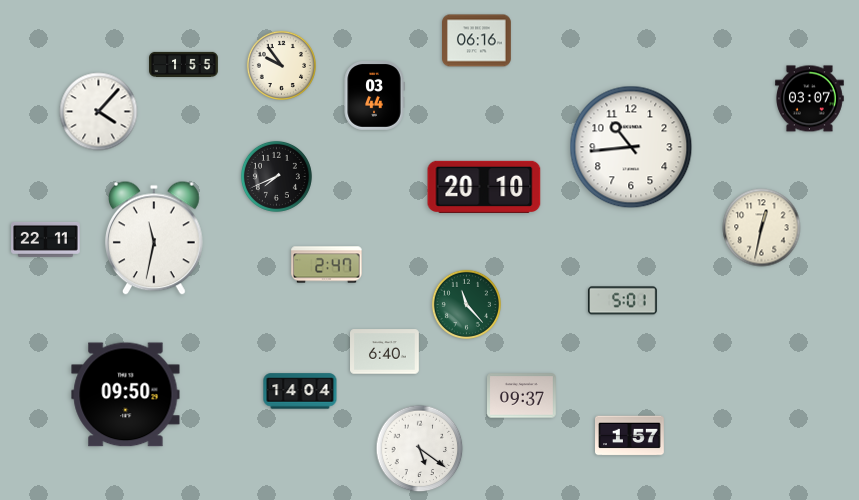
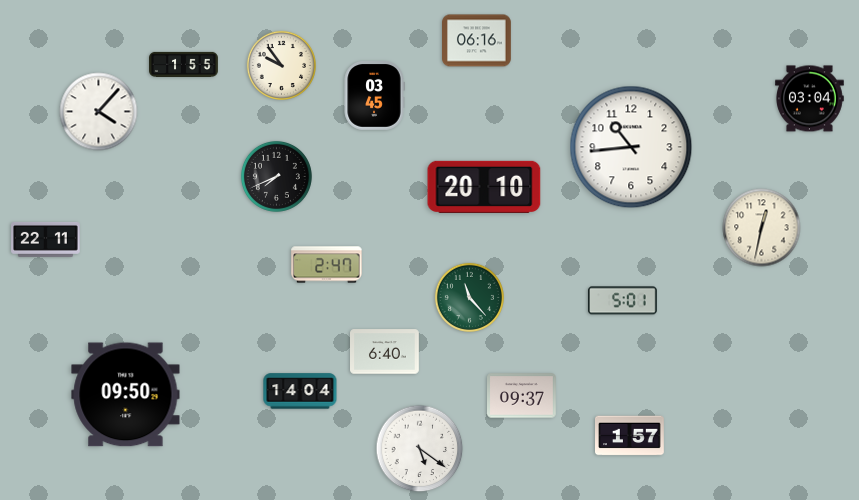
clock at (374, 96): 03:44 -> 03:45
clock at (810, 99): 03:07 -> 03:04
clock at (155, 238): 11:32 -> none
clock at (466, 304) position: (466, 304) -> (469, 297)
